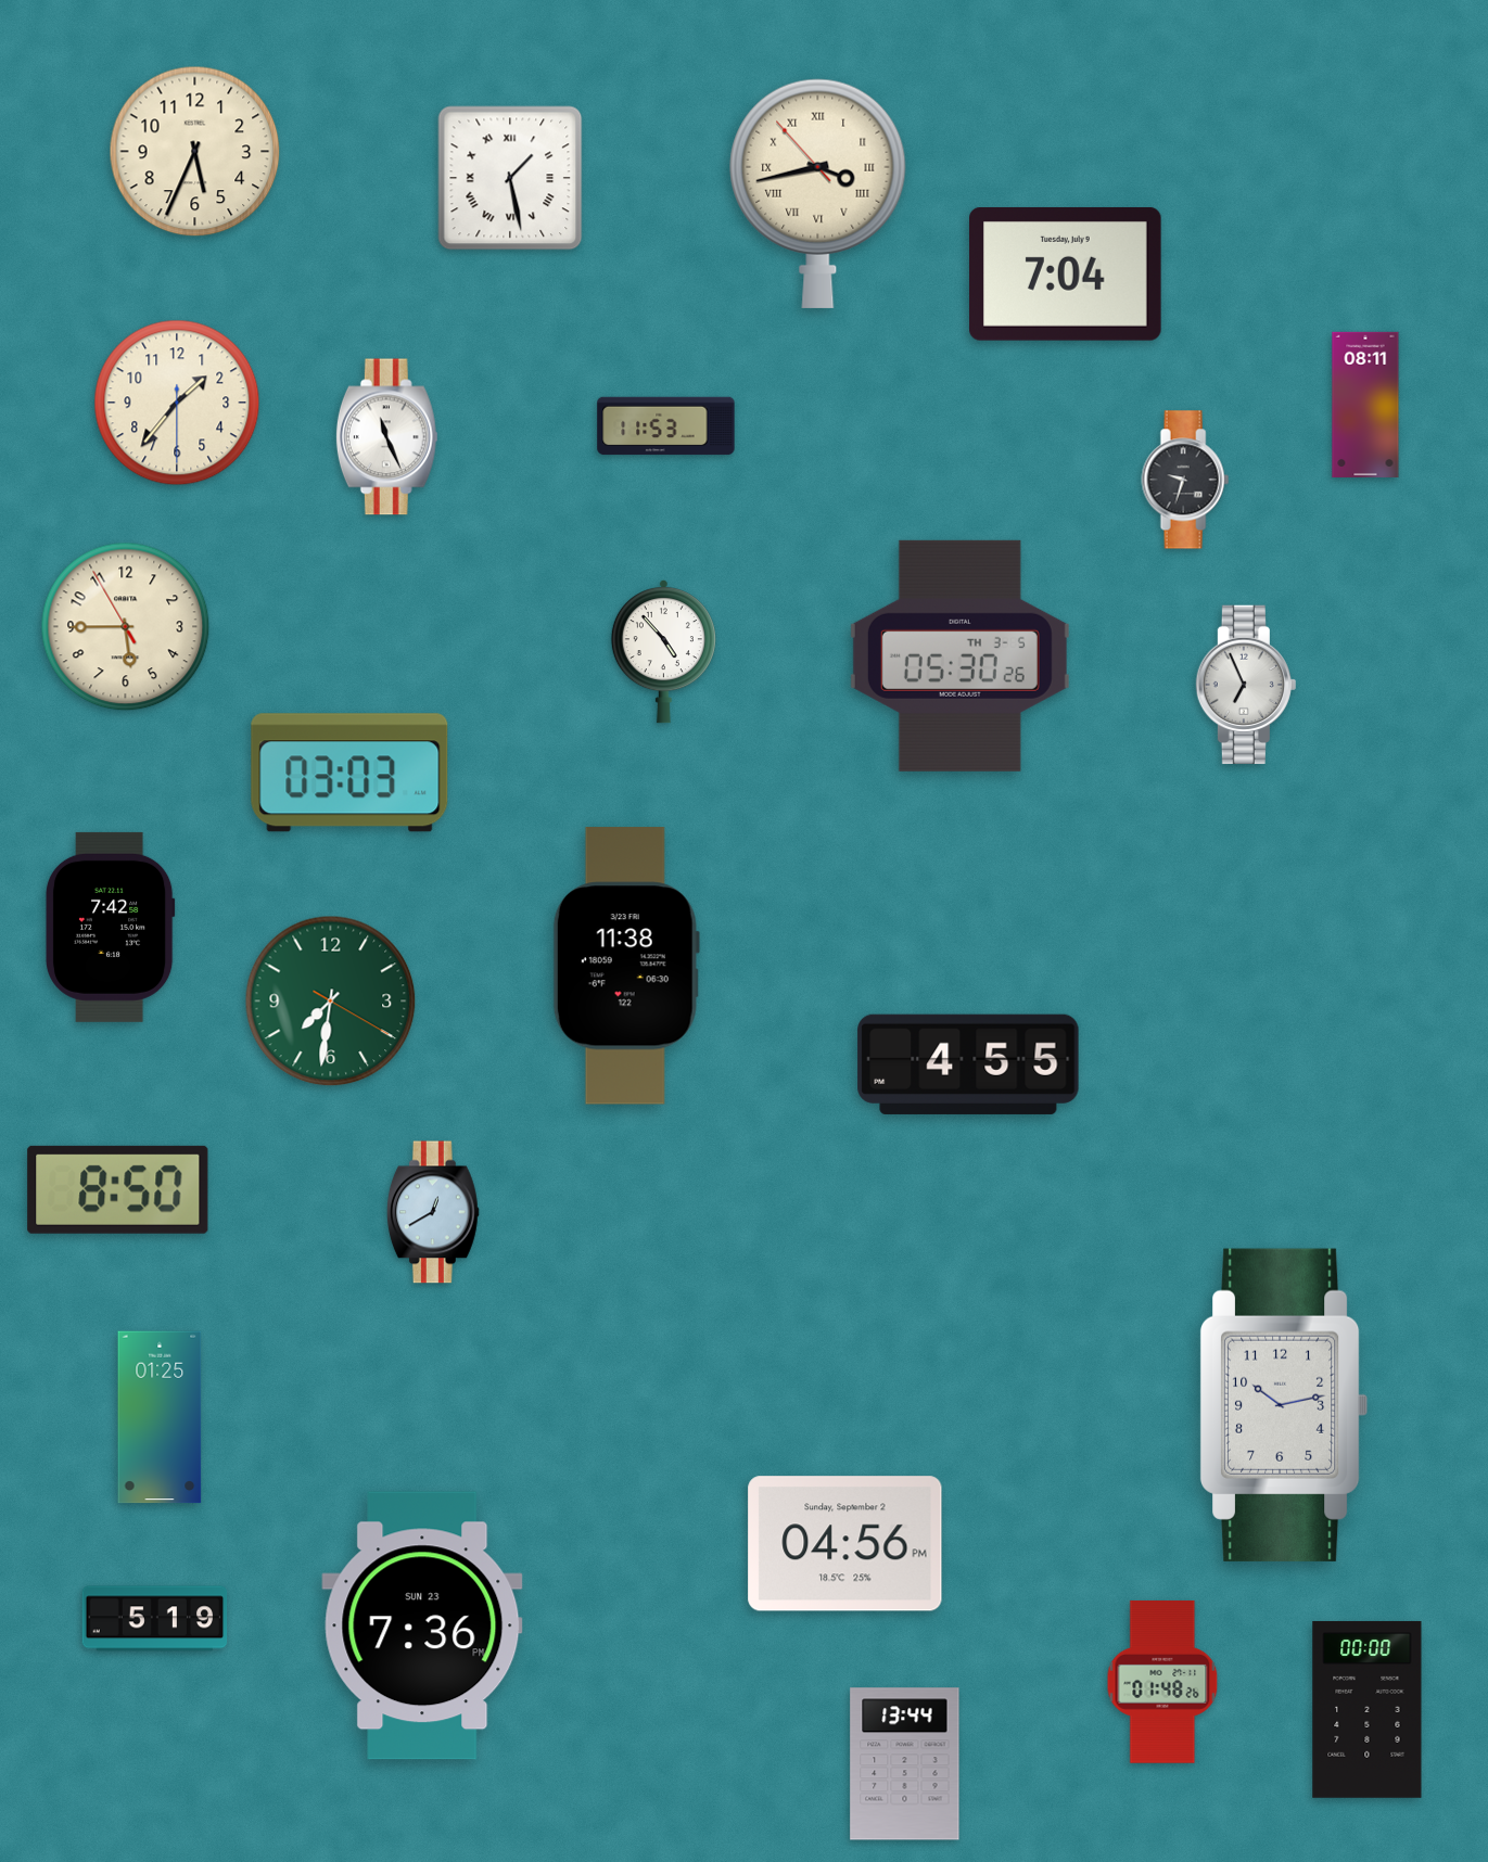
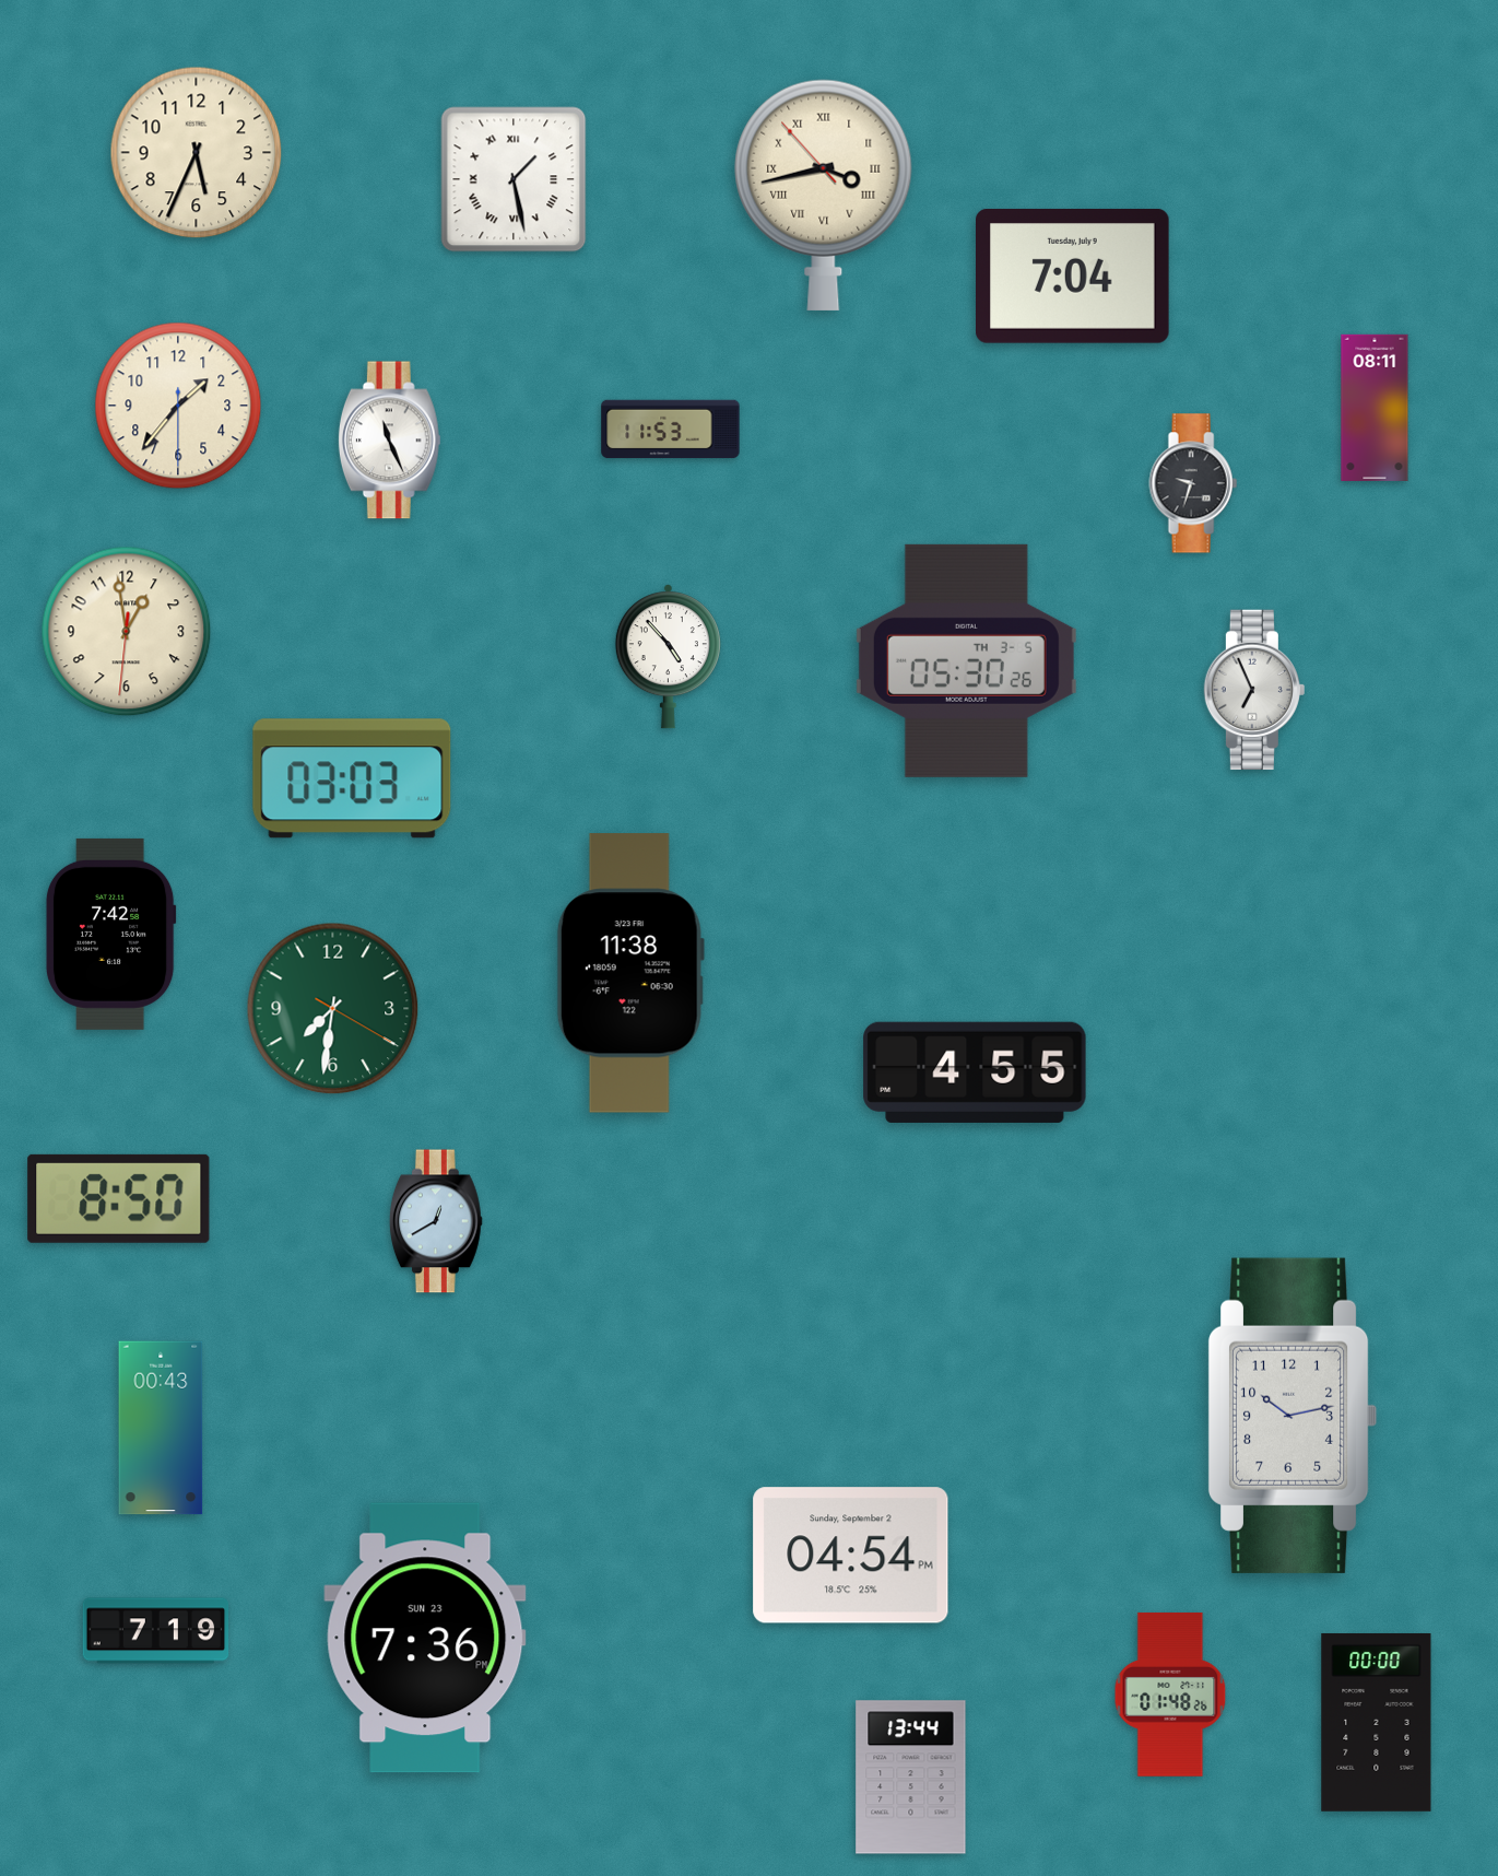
clock at (126, 627): 5:44 -> 12:58
clock at (160, 1417): 01:25 -> 00:43
clock at (845, 1544): 04:56 -> 04:54
clock at (155, 1619): 5:19 -> 7:19
